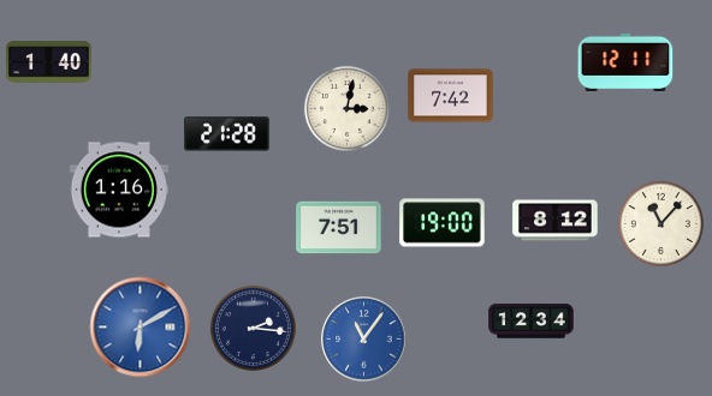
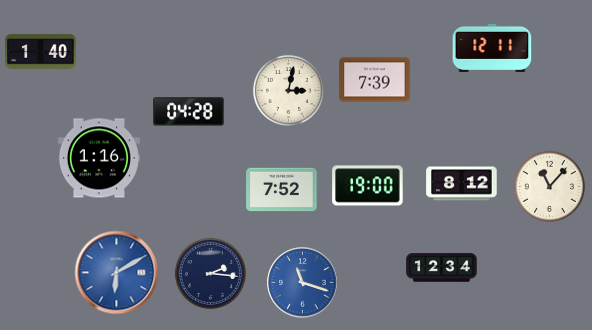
clock at (625, 61) position: (625, 61) -> (492, 47)
clock at (451, 96): 7:42 -> 7:39
clock at (227, 134): 21:28 -> 04:28
clock at (339, 228): 7:51 -> 7:52
clock at (364, 340): 11:06 -> 11:18
